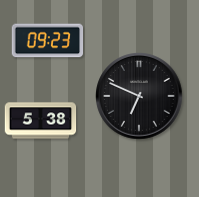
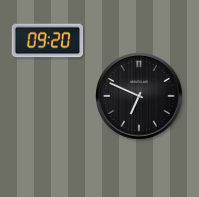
clock at (48, 41): 09:23 -> 09:20
clock at (41, 121): 5:38 -> none
